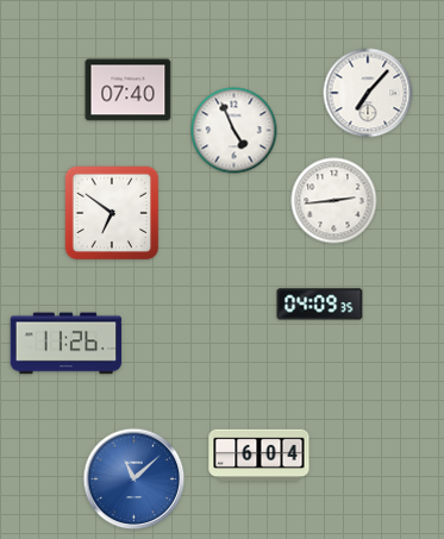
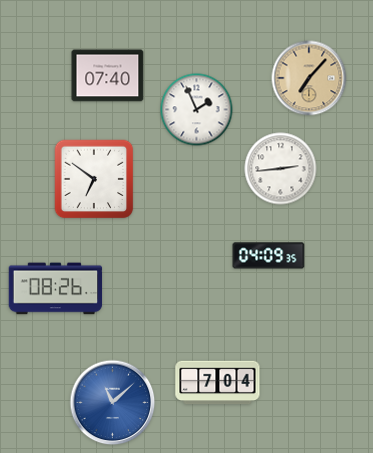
clock at (368, 93) dial: white -> champagne
clock at (234, 131): 4:56 -> 1:56
clock at (67, 344): 11:26 -> 08:26
clock at (259, 456): 6:04 -> 7:04
